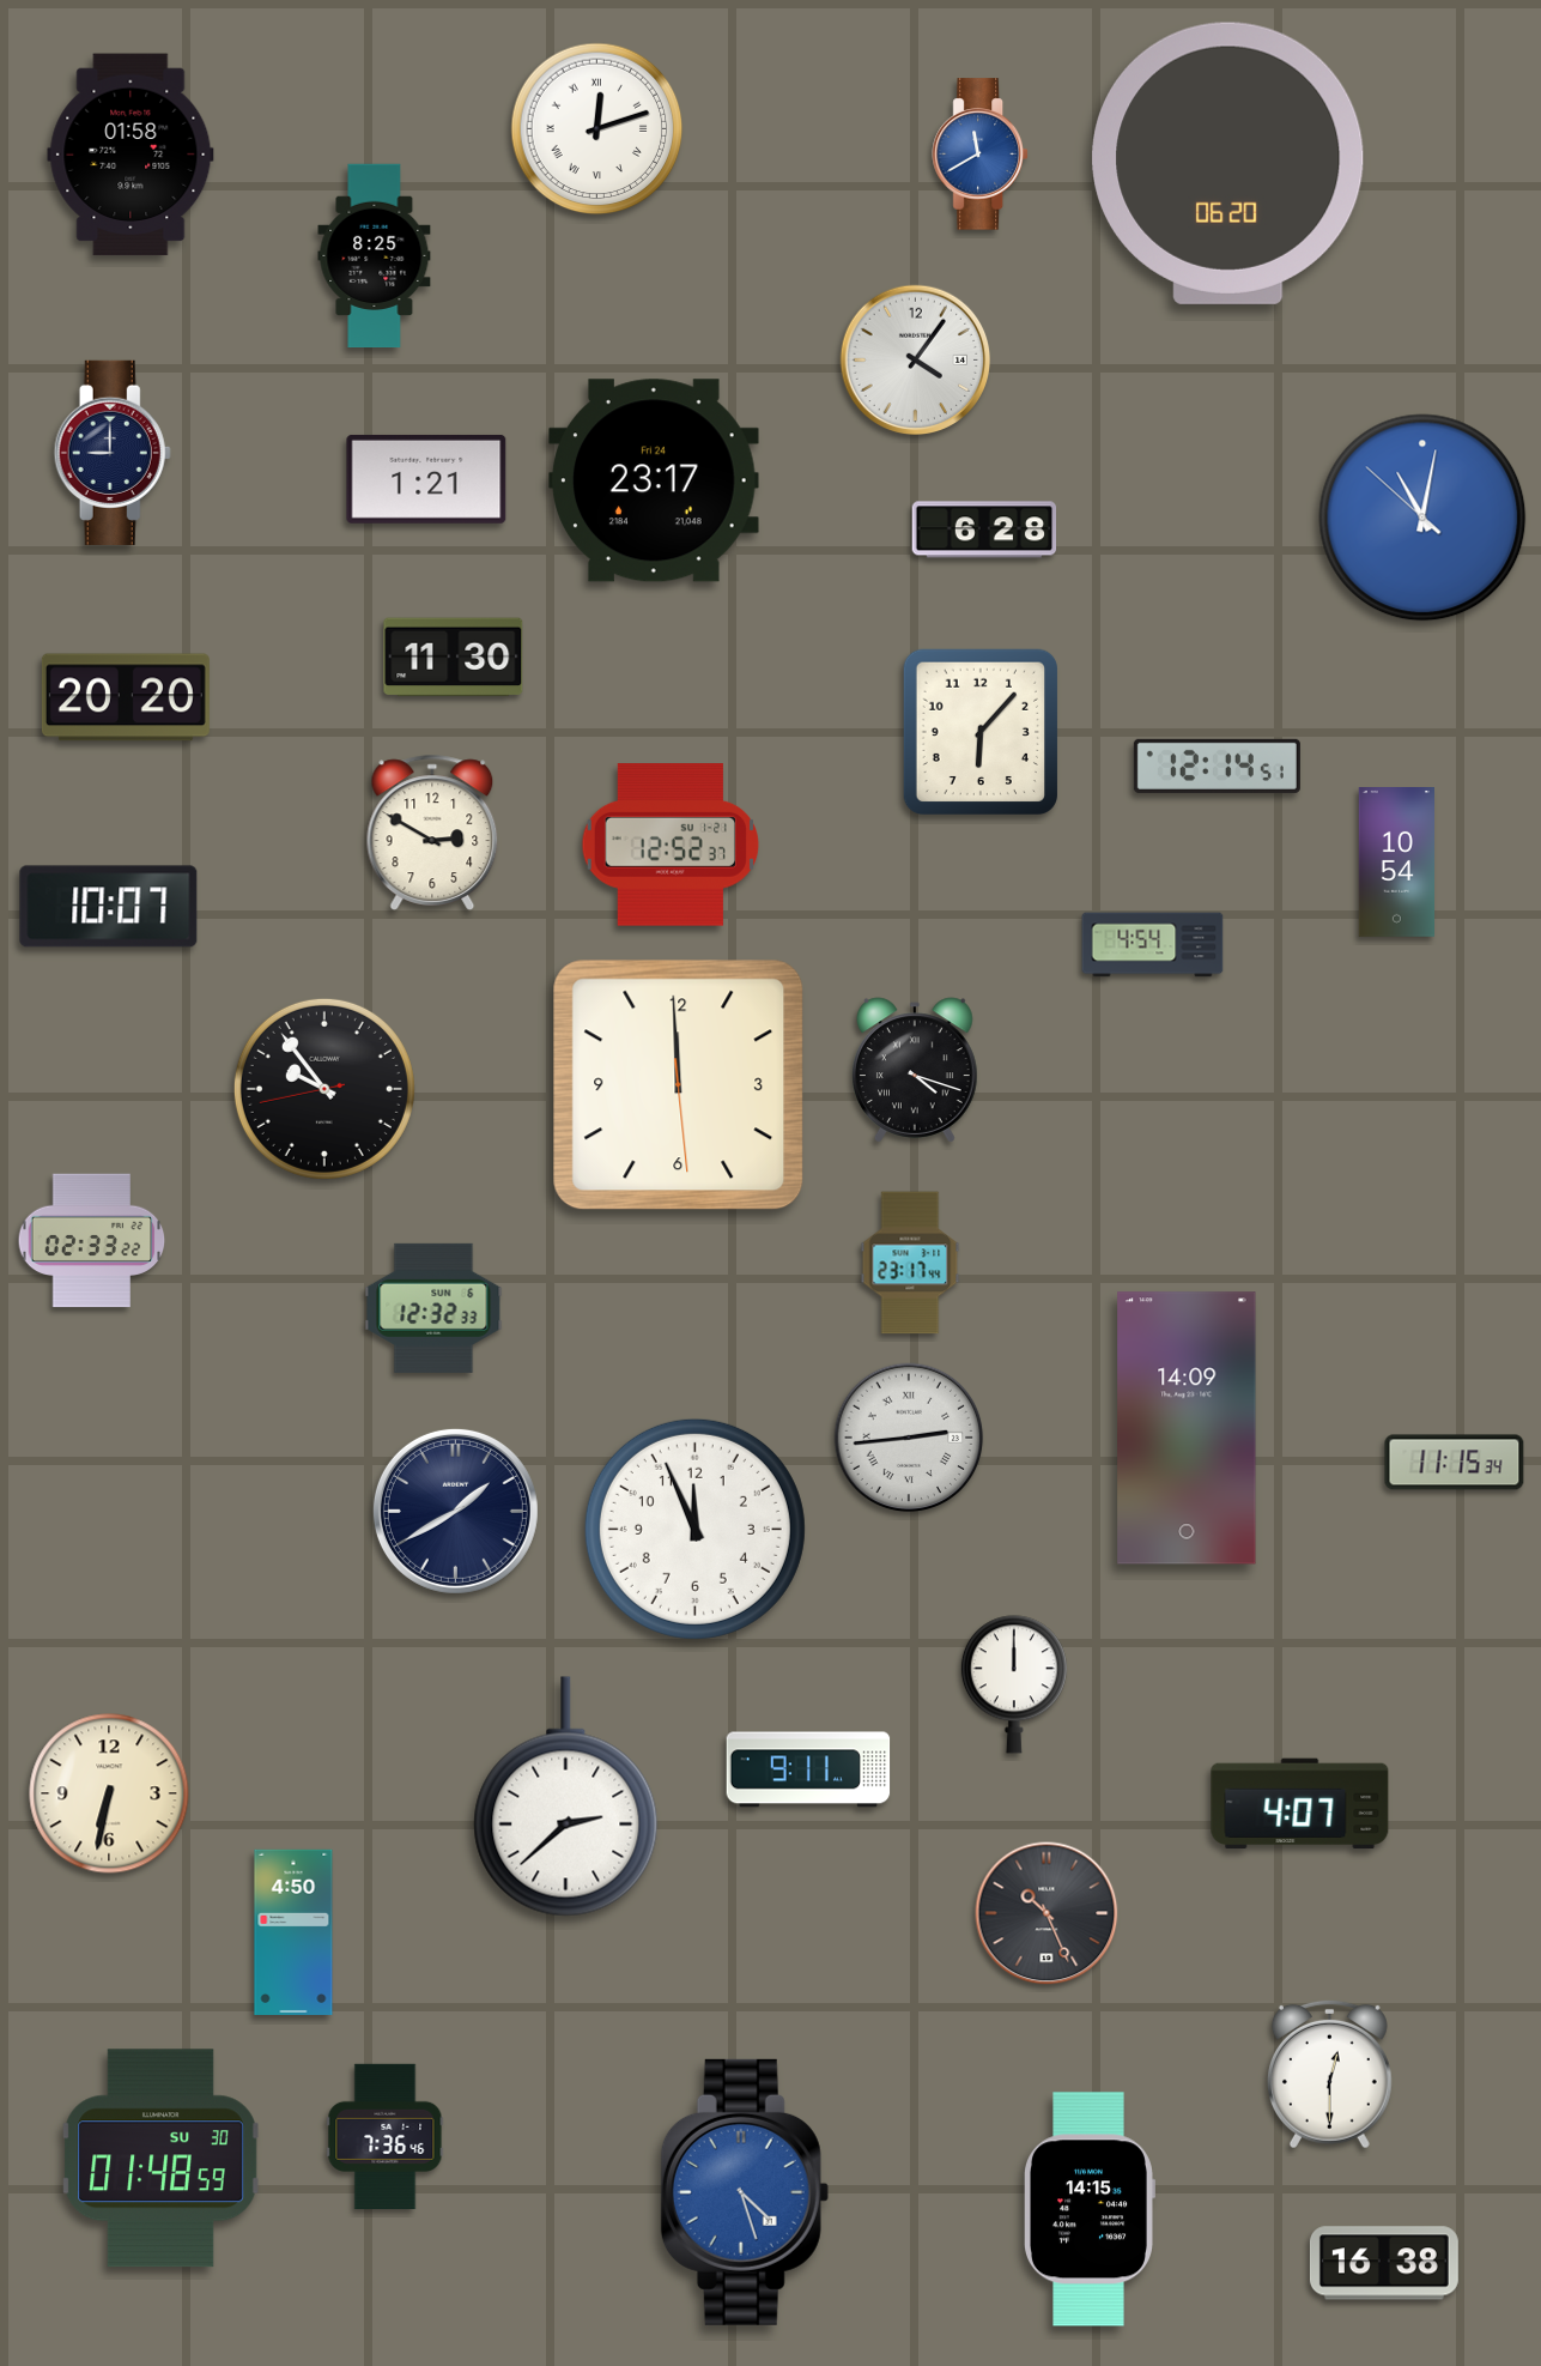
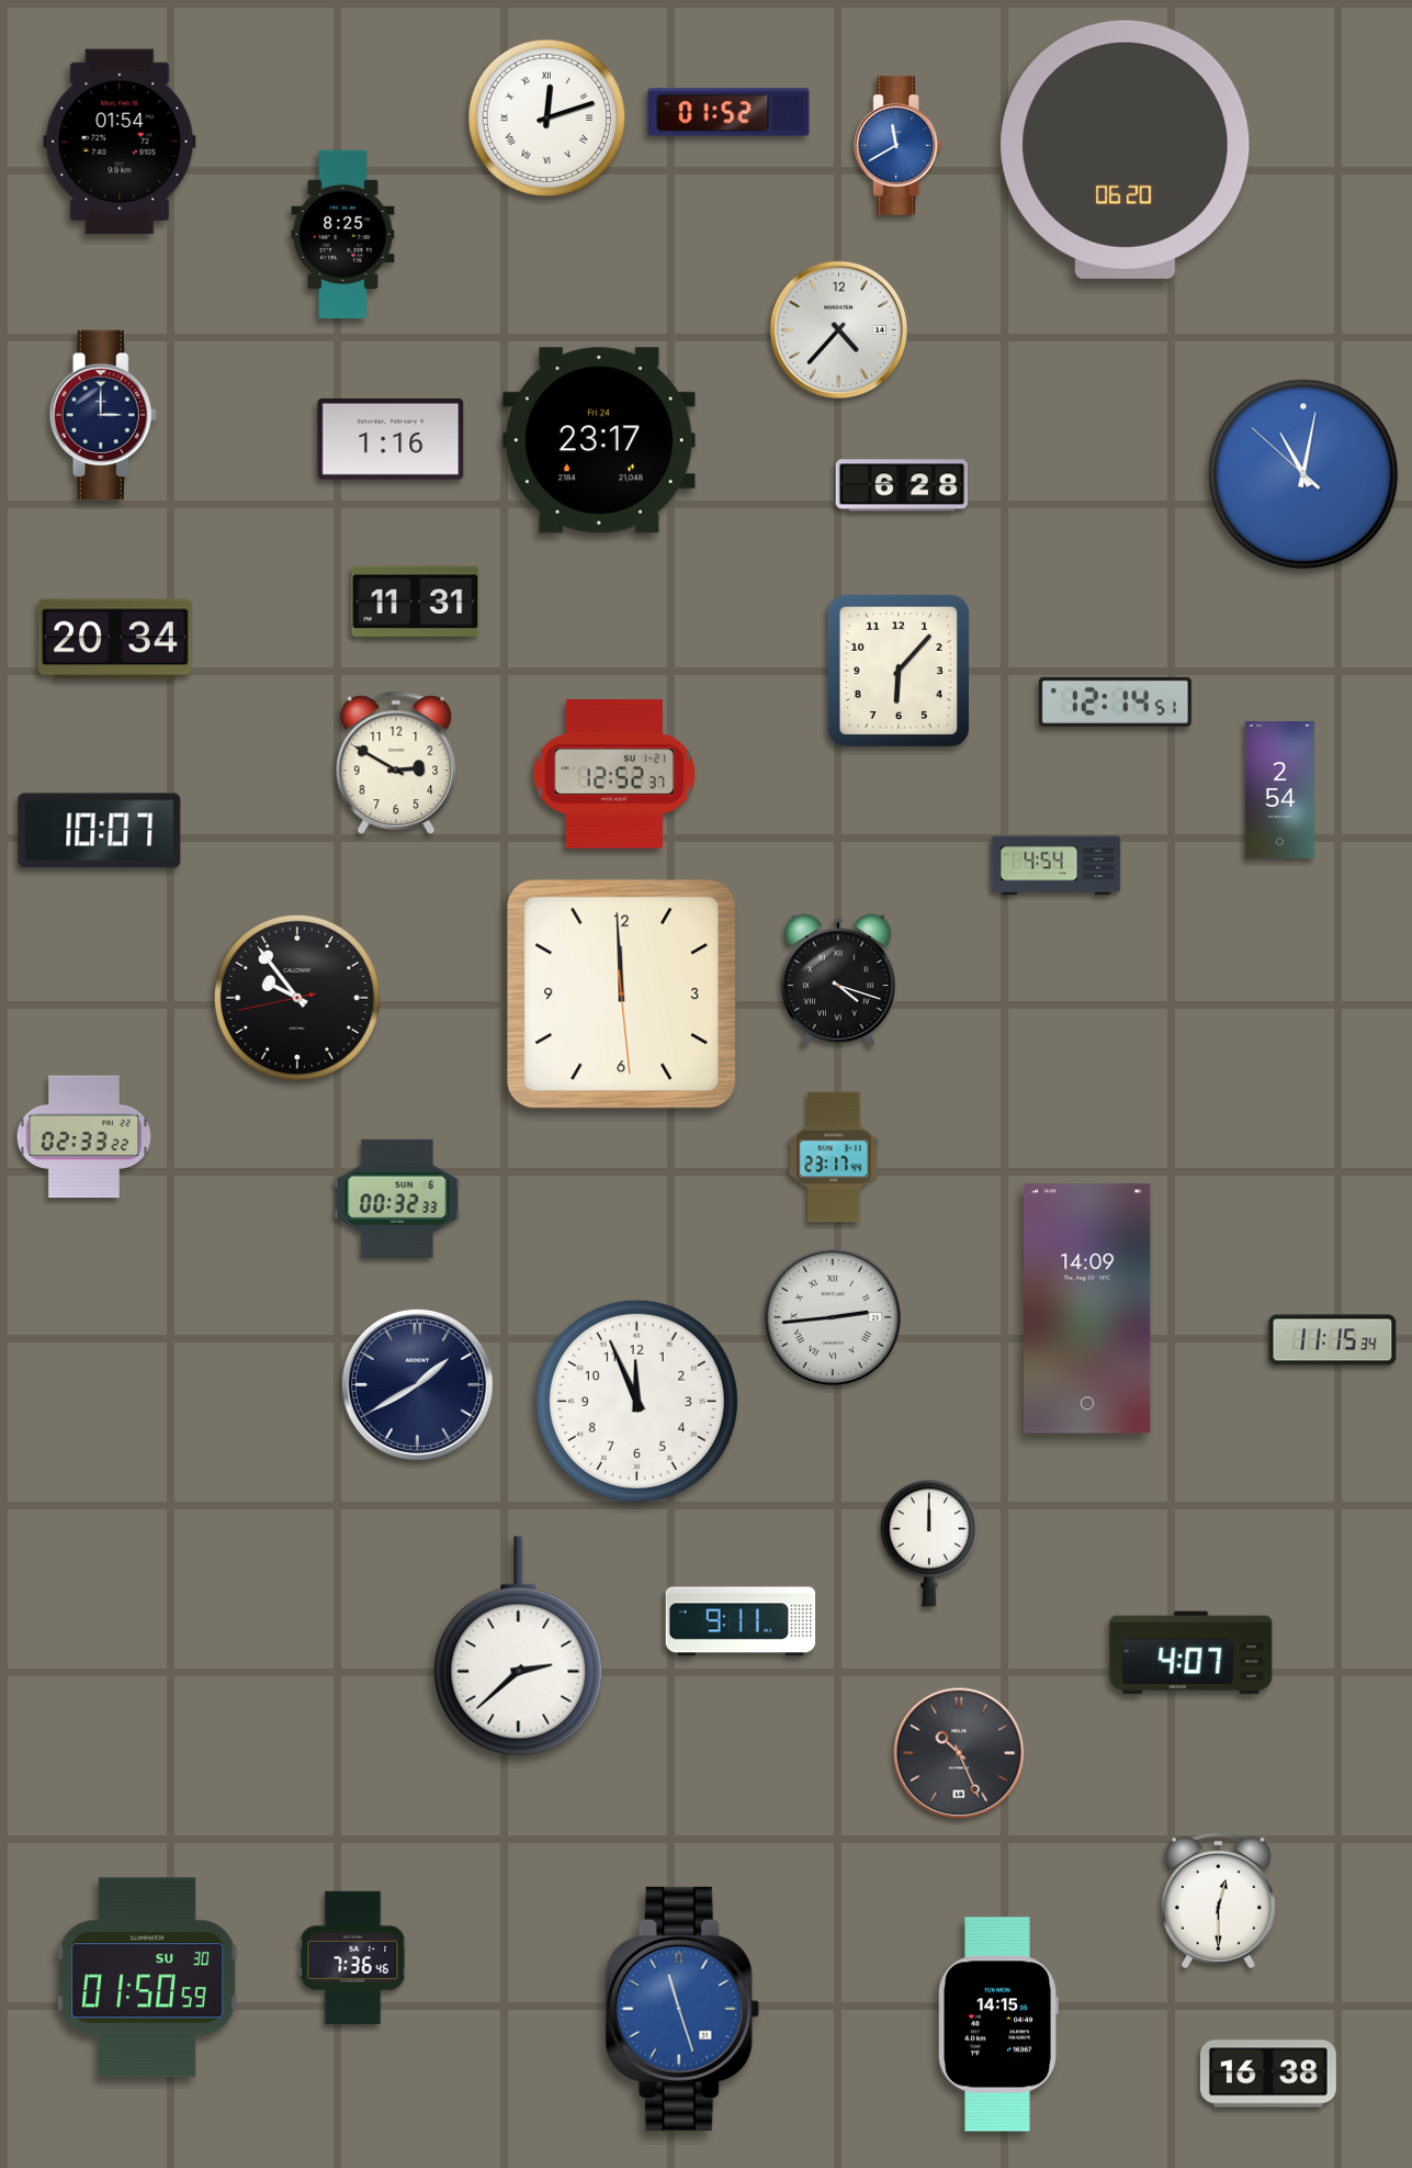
clock at (728, 112): none -> 01:52
clock at (131, 155): 01:58 -> 01:54
clock at (979, 155) position: (979, 155) -> (897, 146)
clock at (916, 361): 4:06 -> 4:37
clock at (113, 453): 9:00 -> 3:00
clock at (426, 479): 1:21 -> 1:16
clock at (454, 658): 11:30 -> 11:31
clock at (126, 697): 20:20 -> 20:34
clock at (1396, 863): 10:54 -> 2:54
clock at (433, 1308): 12:32 -> 00:32
clock at (109, 1793): 6:32 -> none
clock at (293, 1932): 4:50 -> none
clock at (162, 2159): 01:48 -> 01:50
clock at (745, 2192): 4:27 -> 11:27
